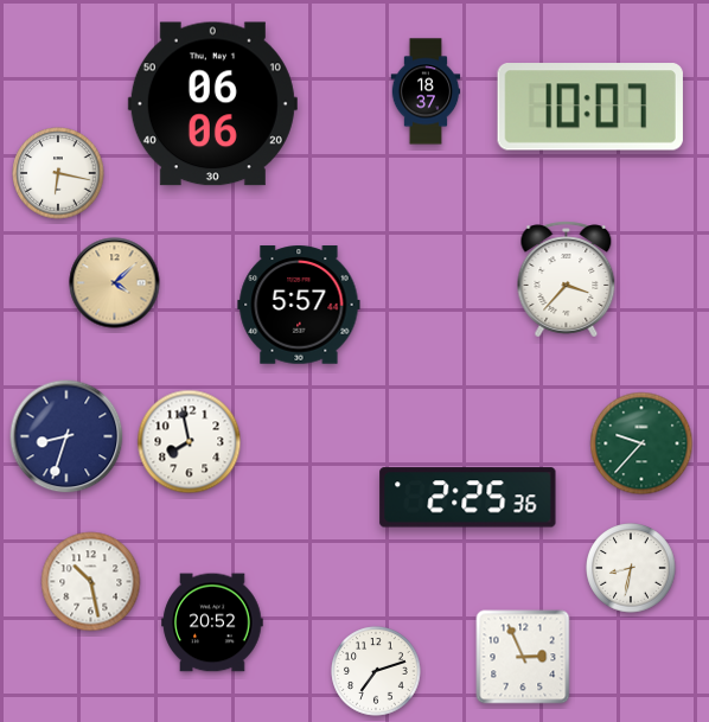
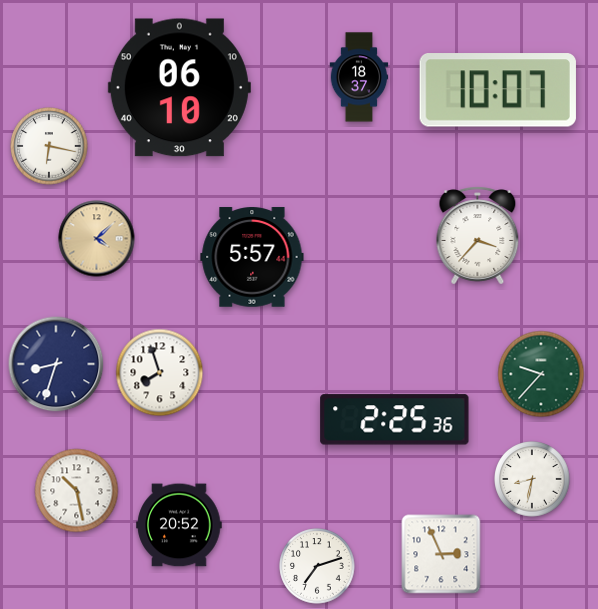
clock at (212, 104): 06:06 -> 06:10
clock at (66, 436) position: (66, 436) -> (56, 364)
clock at (190, 442): 7:58 -> 7:57
